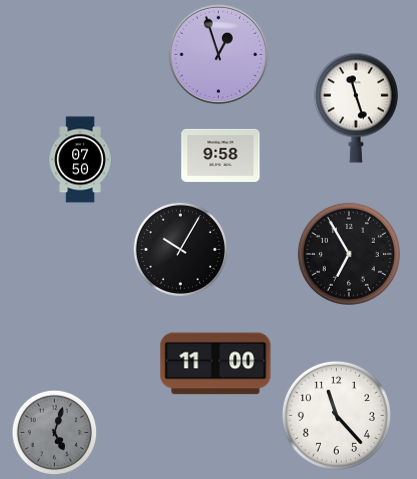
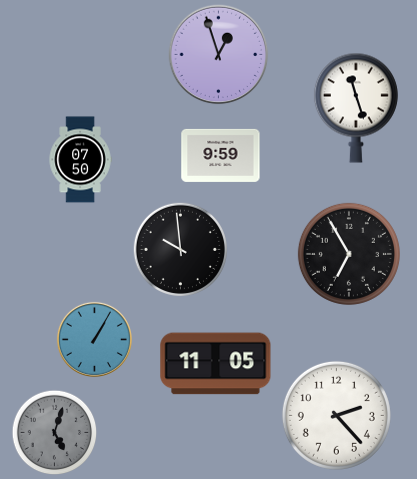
clock at (221, 155): 9:58 -> 9:59
clock at (180, 249): 10:05 -> 9:59
clock at (94, 339): none -> 1:05
clock at (216, 364): 11:00 -> 11:05
clock at (336, 415): 11:23 -> 2:23
